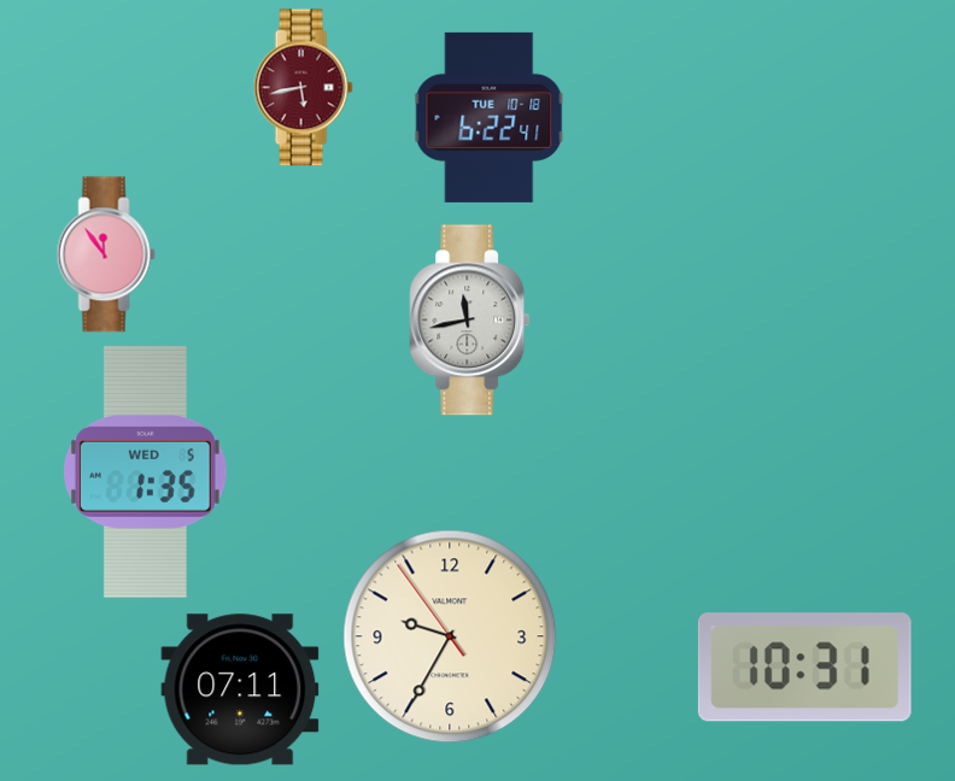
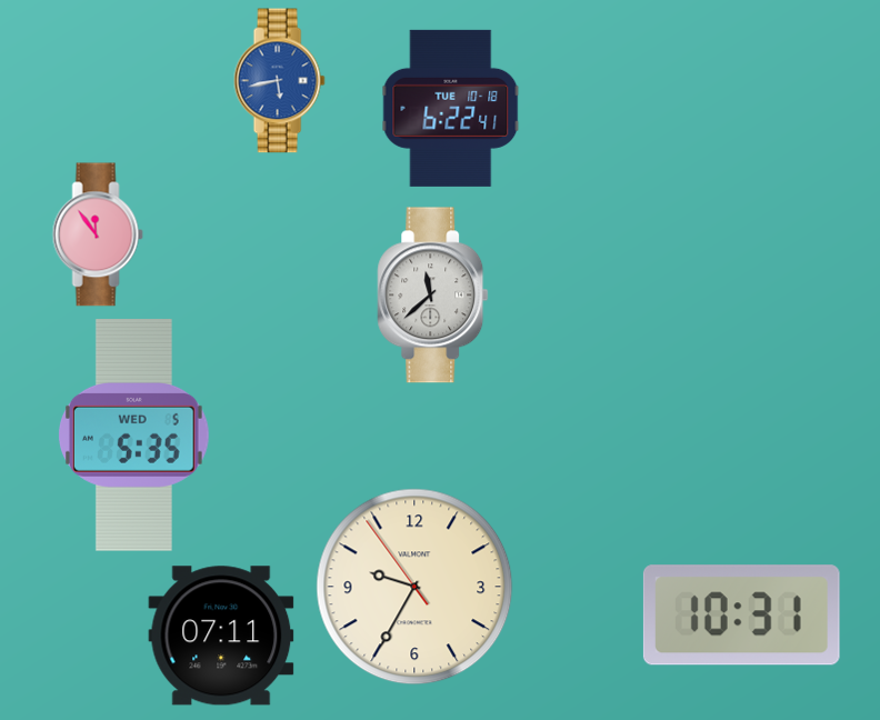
clock at (303, 88) dial: burgundy -> blue
clock at (470, 321): 11:43 -> 11:38
clock at (146, 471): 1:35 -> 5:35
